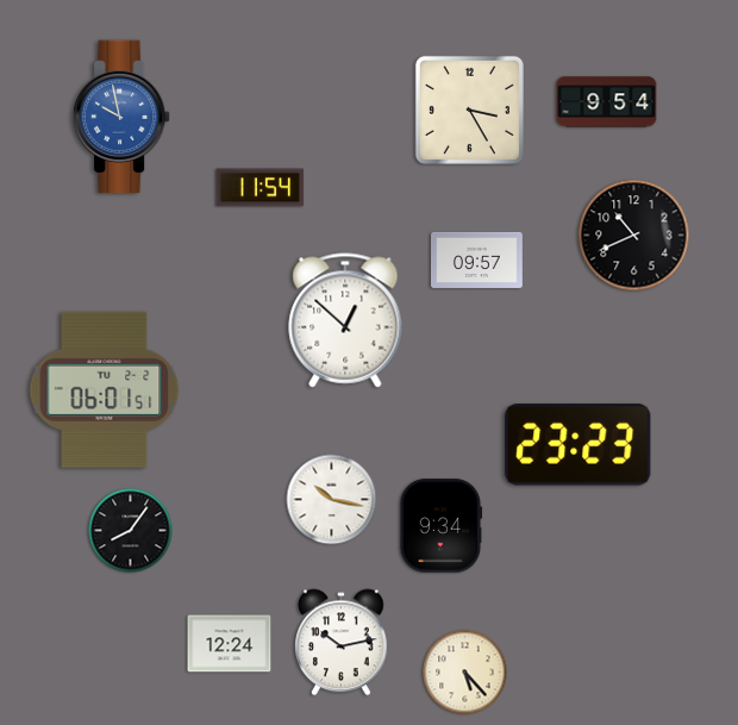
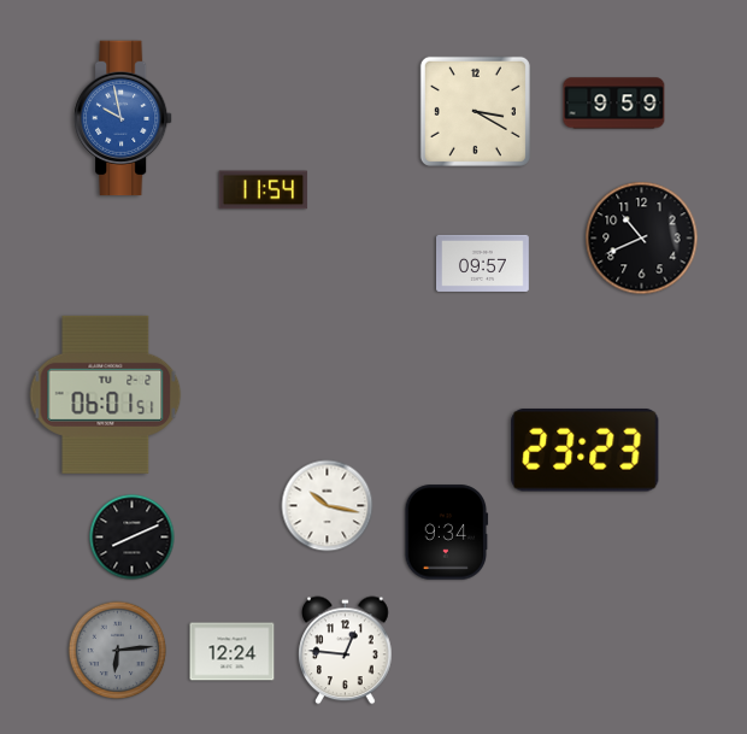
clock at (607, 102): 9:54 -> 9:59
clock at (469, 110): 3:25 -> 3:20
clock at (345, 320): 12:52 -> none
clock at (332, 500) position: (332, 500) -> (328, 506)
clock at (131, 531): 8:06 -> 8:11
clock at (118, 651): none -> 6:14
clock at (342, 643): 10:13 -> 12:46
clock at (465, 673): 5:23 -> none
